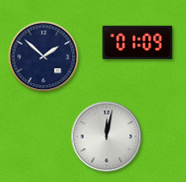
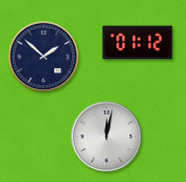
clock at (138, 43): 01:09 -> 01:12
